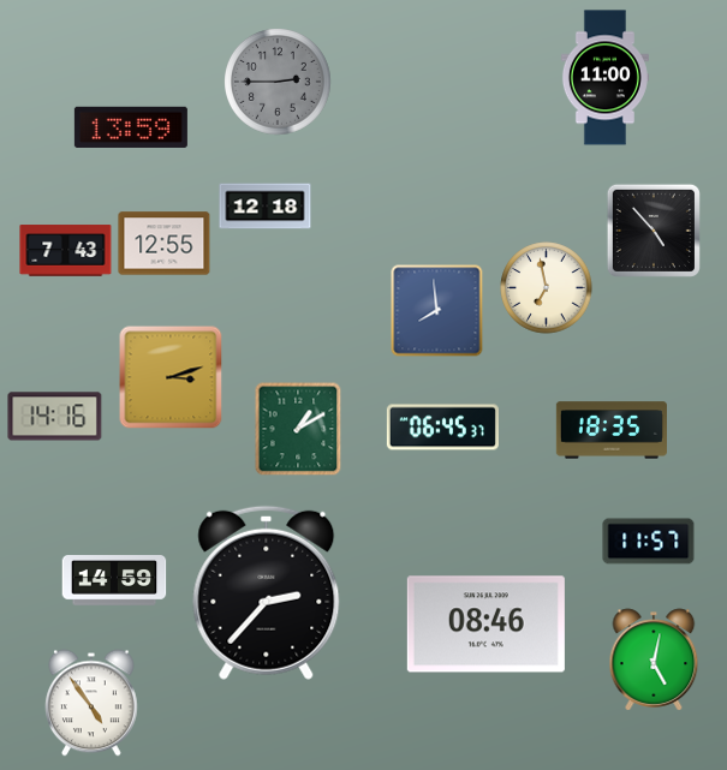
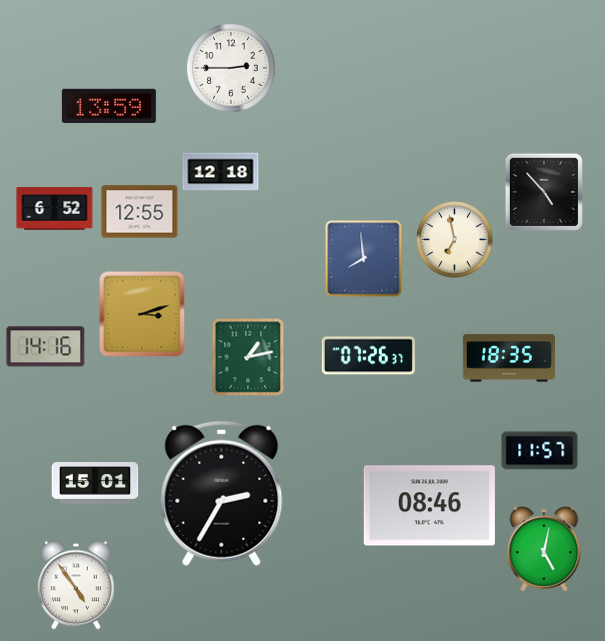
clock at (604, 78): 11:00 -> none
clock at (279, 83) dial: grey -> white
clock at (165, 244) position: (165, 244) -> (140, 212)
clock at (66, 251): 7:43 -> 6:52
clock at (442, 428): 06:45 -> 07:26
clock at (298, 429): 1:10 -> 1:13
clock at (114, 581): 14:59 -> 15:01
clock at (267, 592): 2:37 -> 2:35
clock at (485, 625) position: (485, 625) -> (429, 506)
